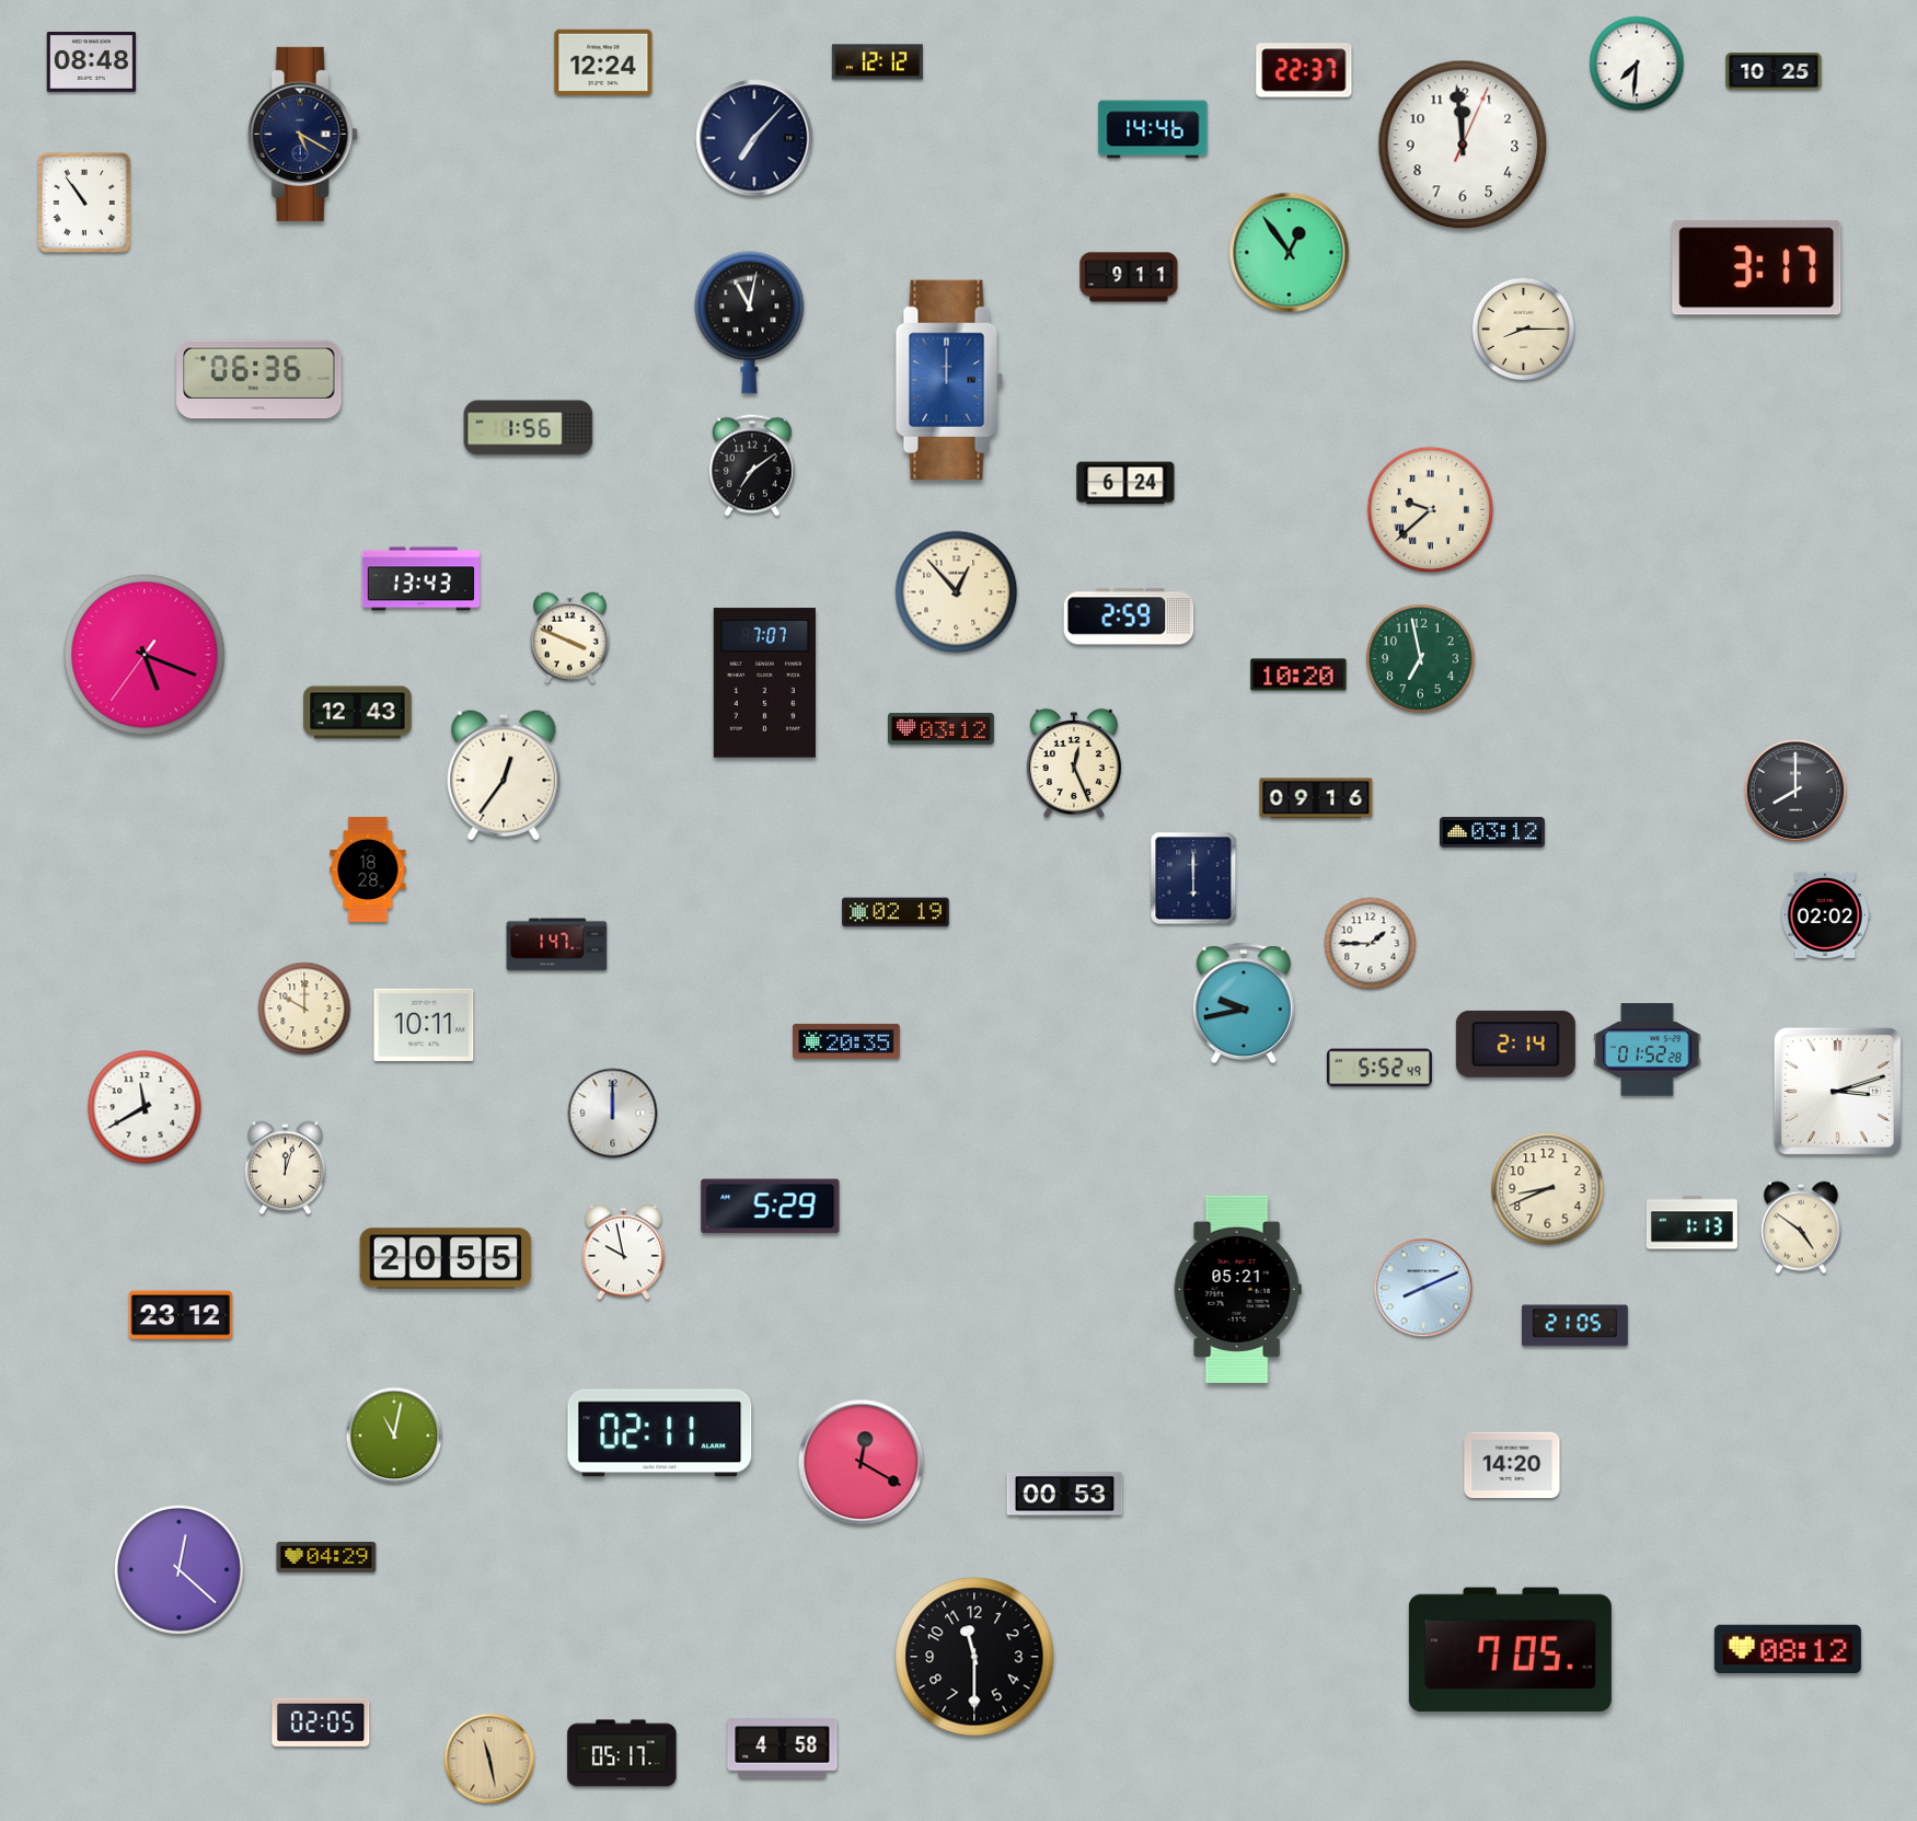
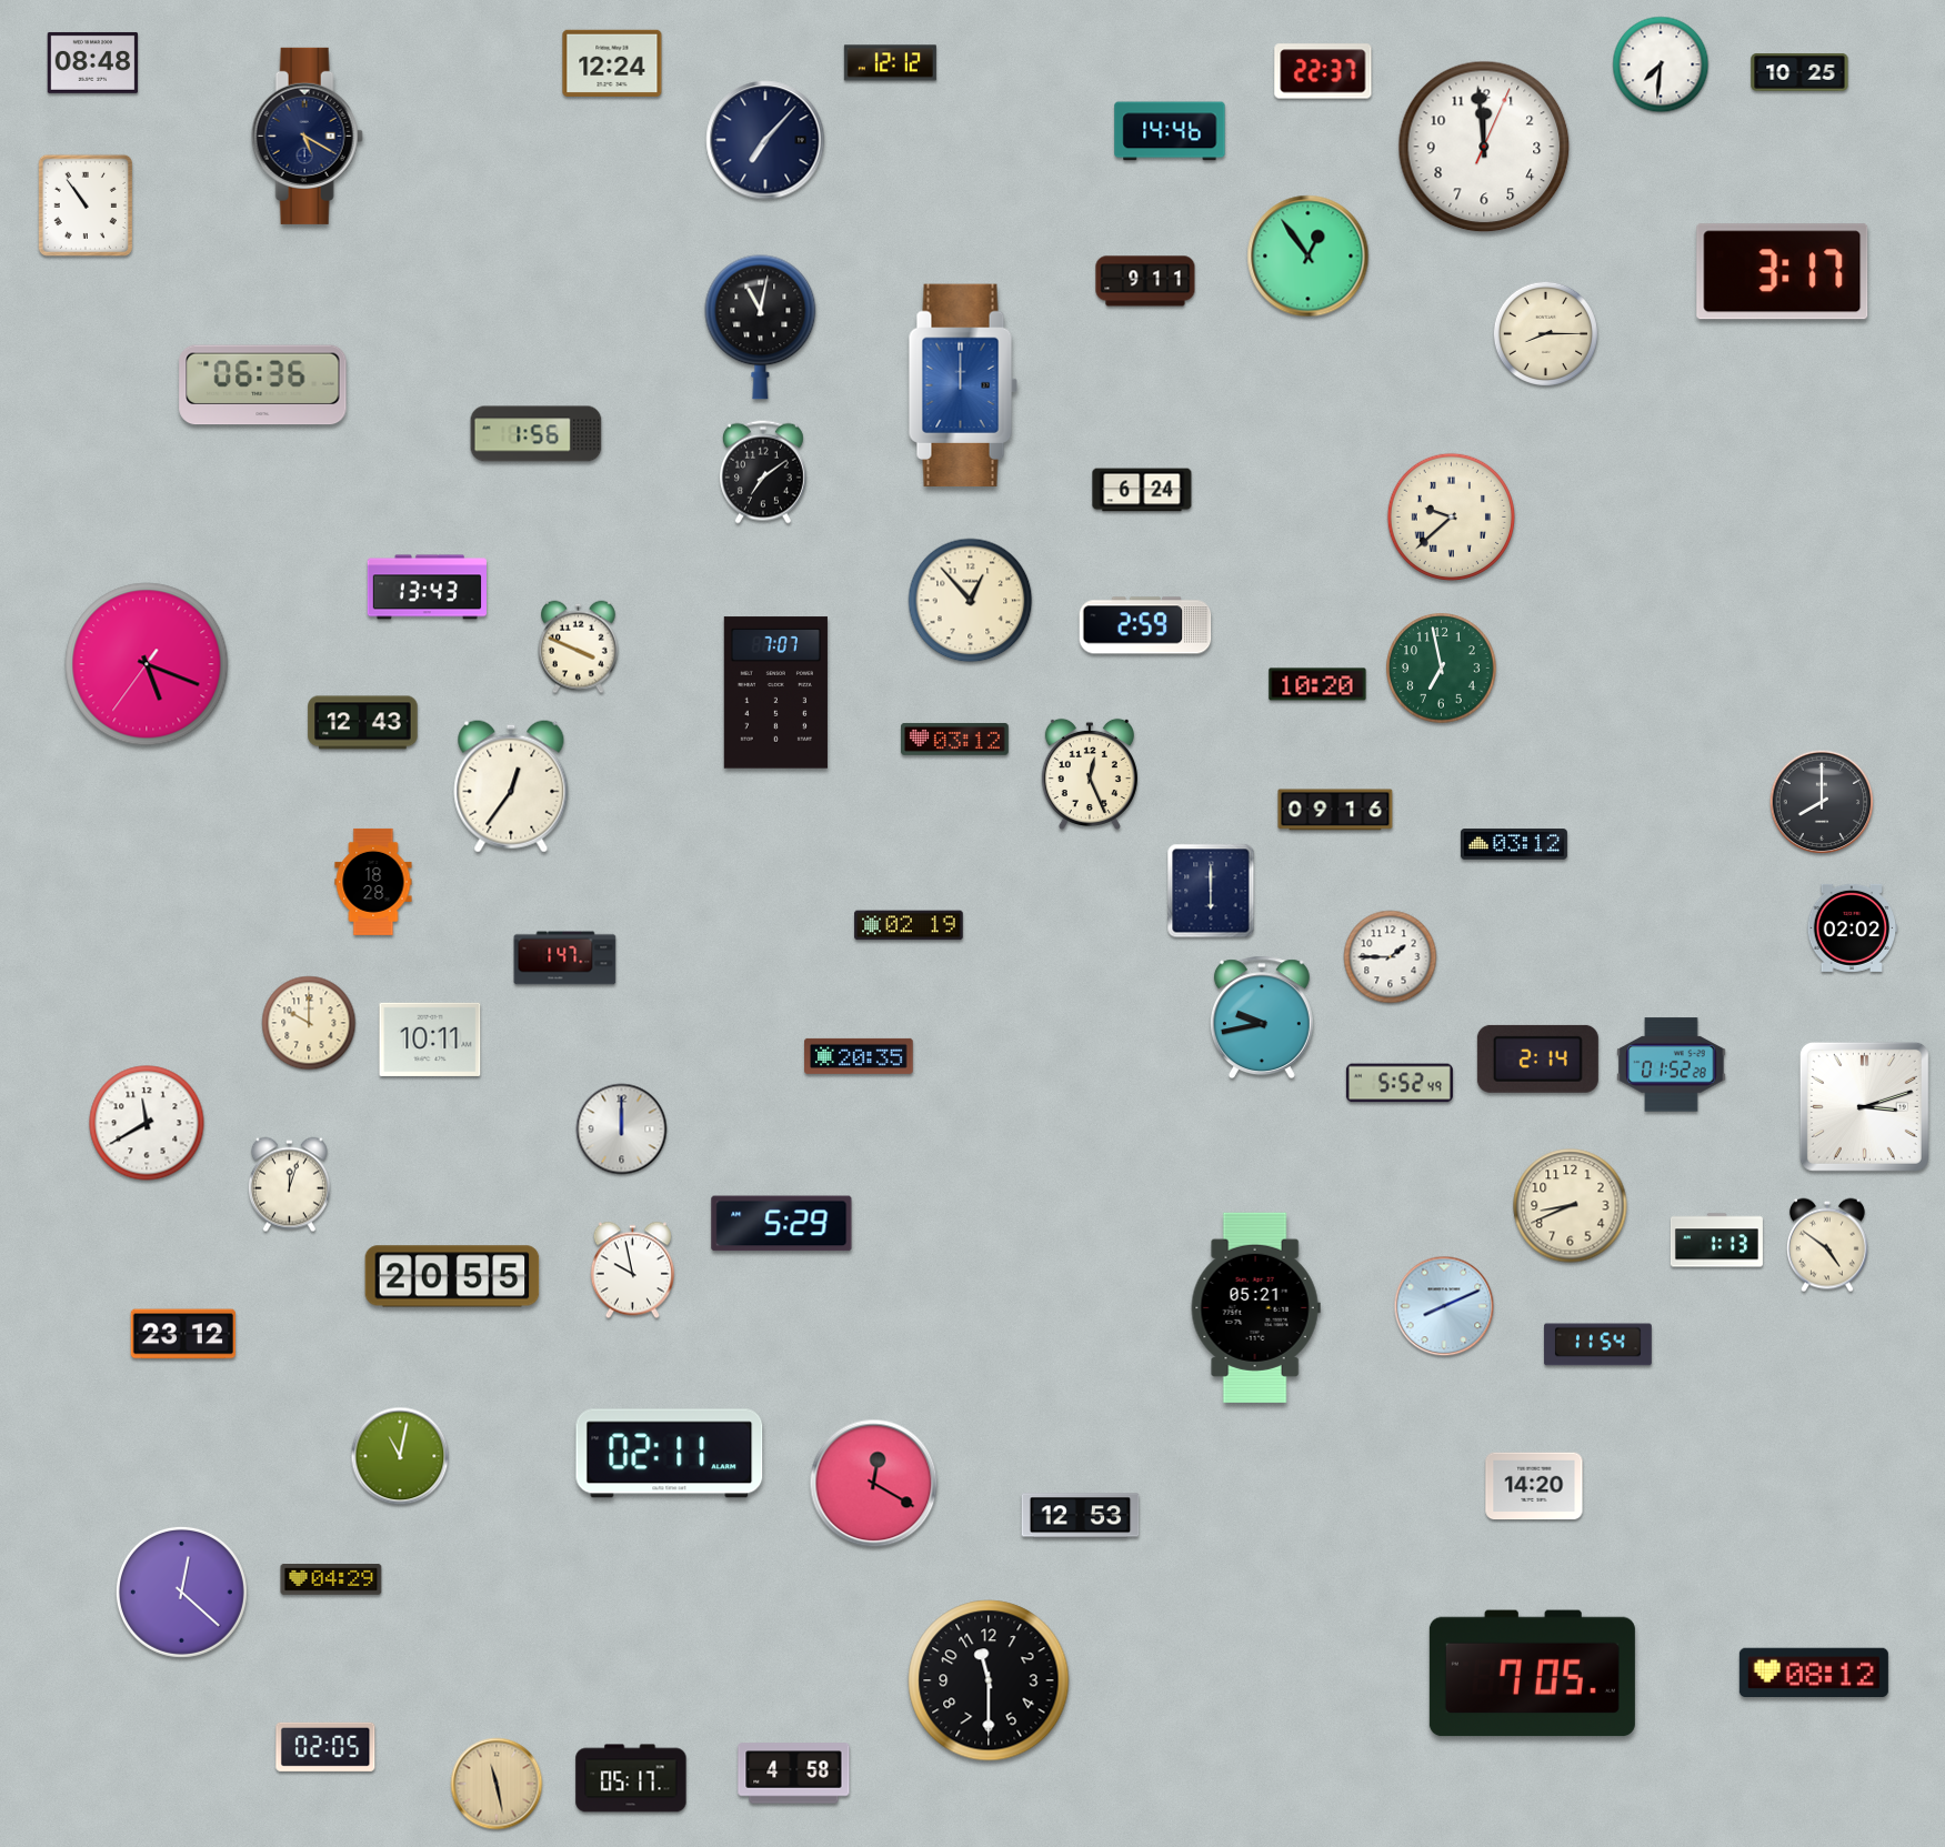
clock at (1574, 1326): 21:05 -> 11:54
clock at (1065, 1495): 00:53 -> 12:53
